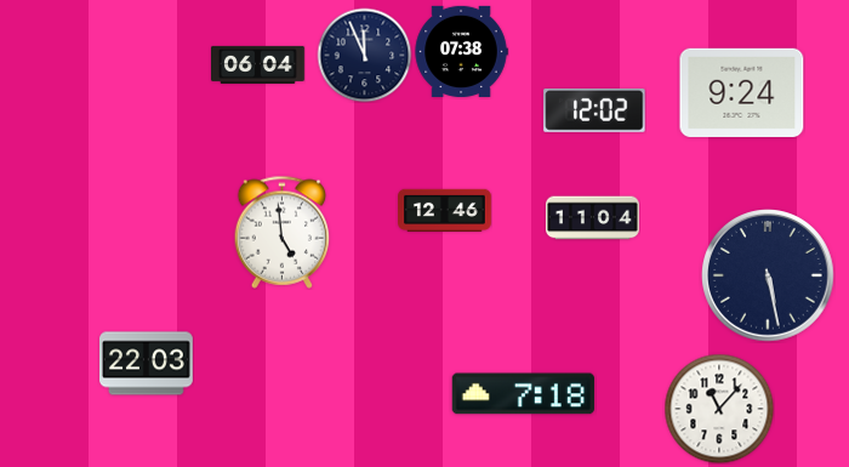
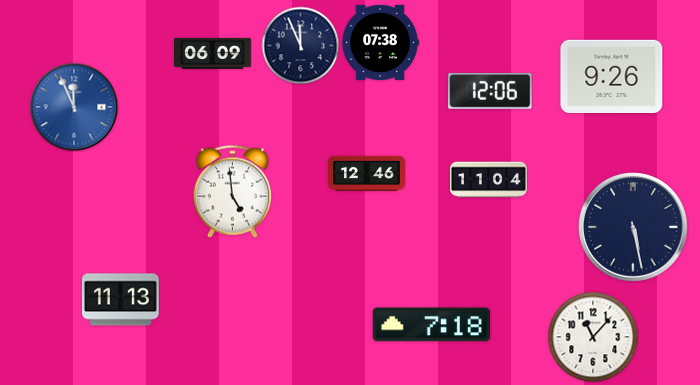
clock at (258, 64): 06:04 -> 06:09
clock at (742, 92): 9:24 -> 9:26
clock at (594, 110): 12:02 -> 12:06
clock at (74, 107): none -> 11:56
clock at (147, 364): 22:03 -> 11:13
